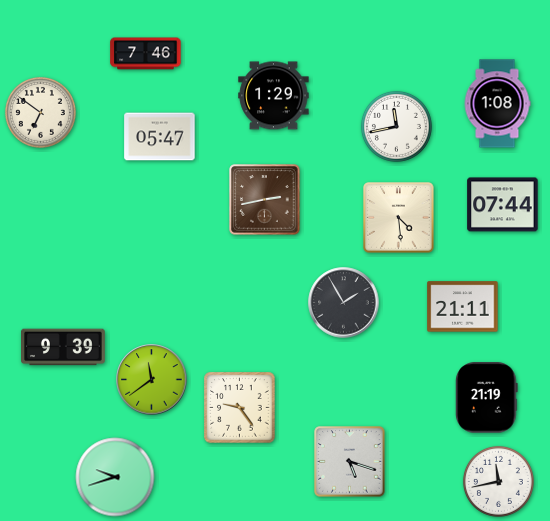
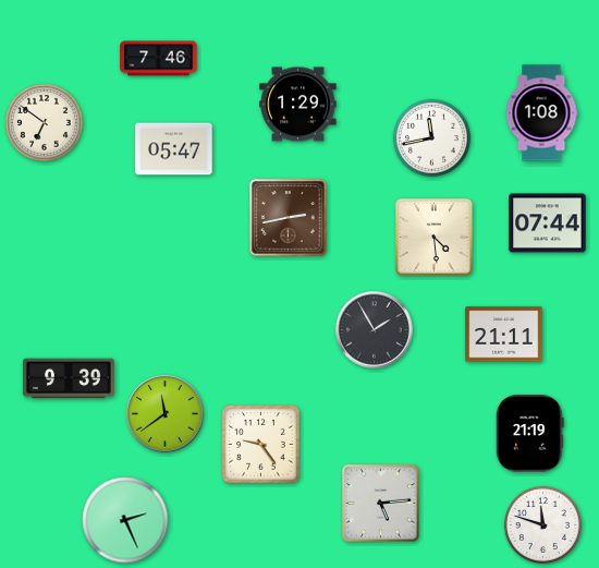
clock at (350, 462): 5:18 -> 5:14
clock at (115, 477): 9:42 -> 2:26
clock at (498, 481): 11:43 -> 11:48
